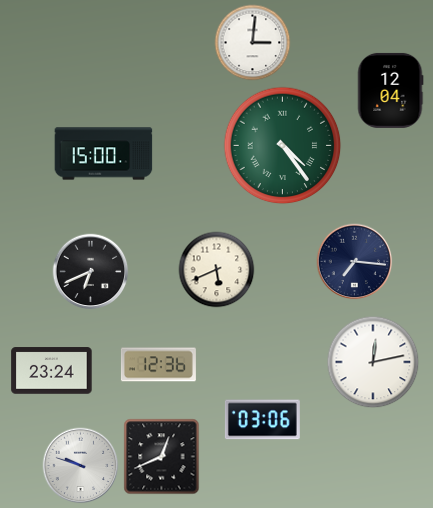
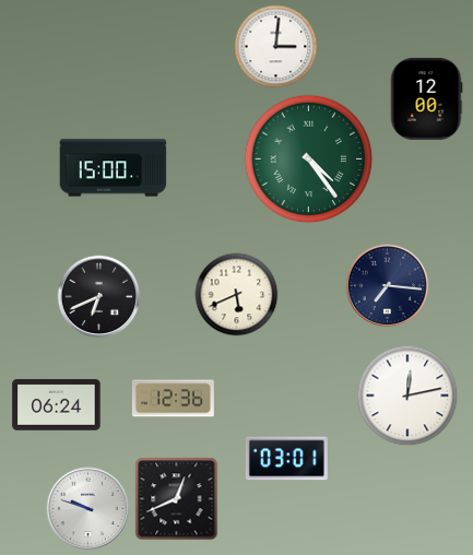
clock at (390, 90): 12:04 -> 12:00
clock at (52, 371): 23:24 -> 06:24
clock at (262, 420): 03:06 -> 03:01
